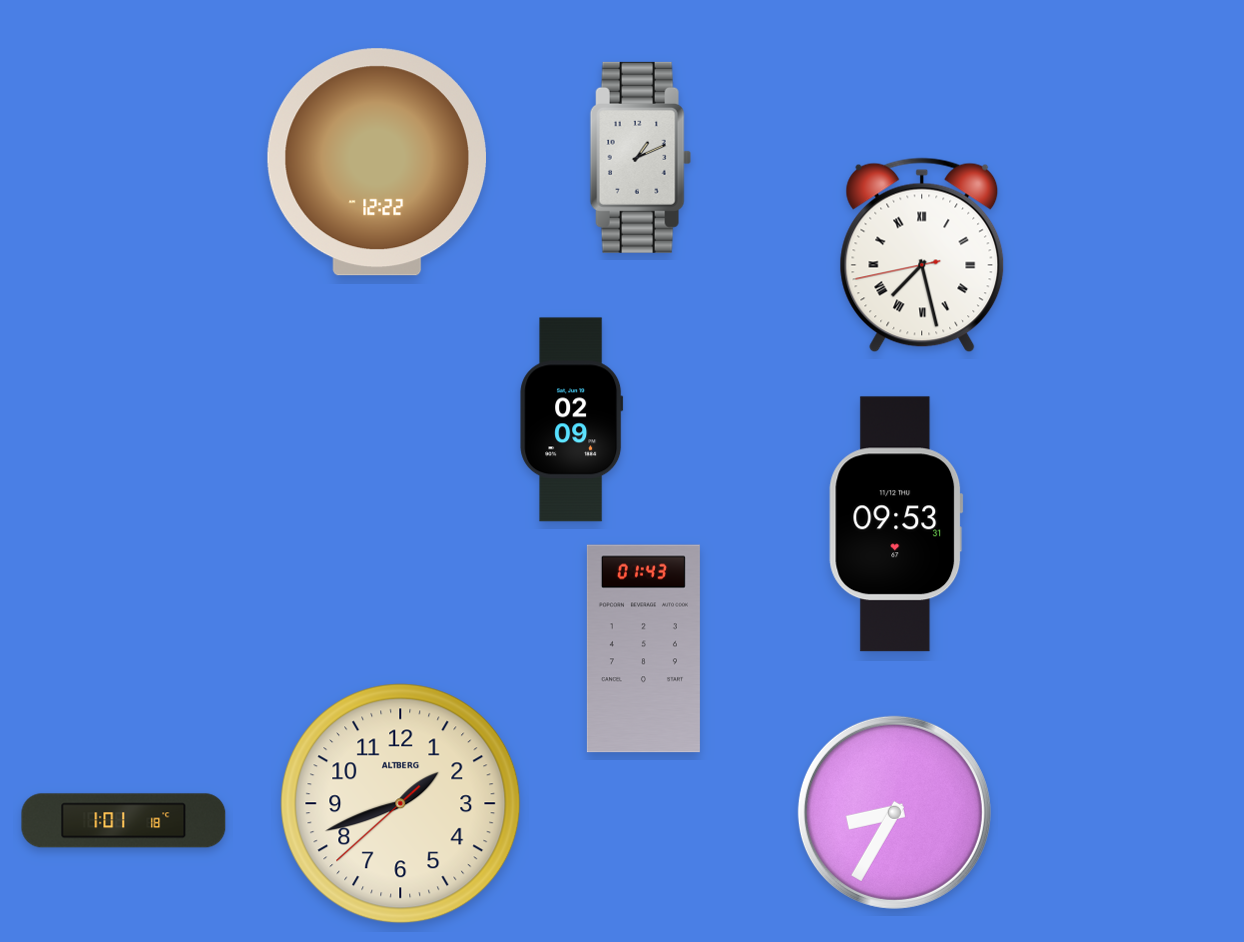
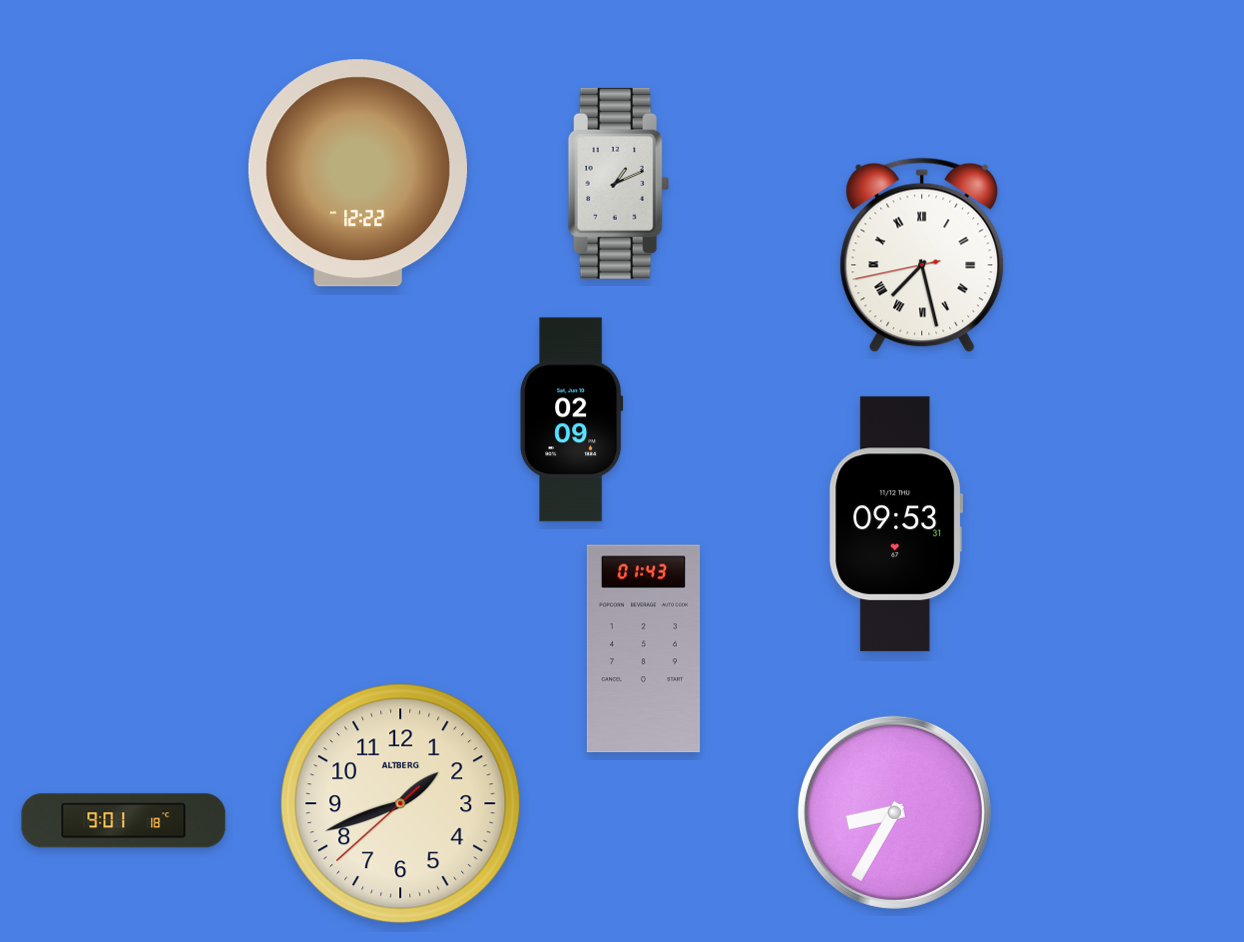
clock at (640, 157) position: (640, 157) -> (618, 183)
clock at (377, 162) position: (377, 162) -> (358, 173)
clock at (124, 821): 1:01 -> 9:01
